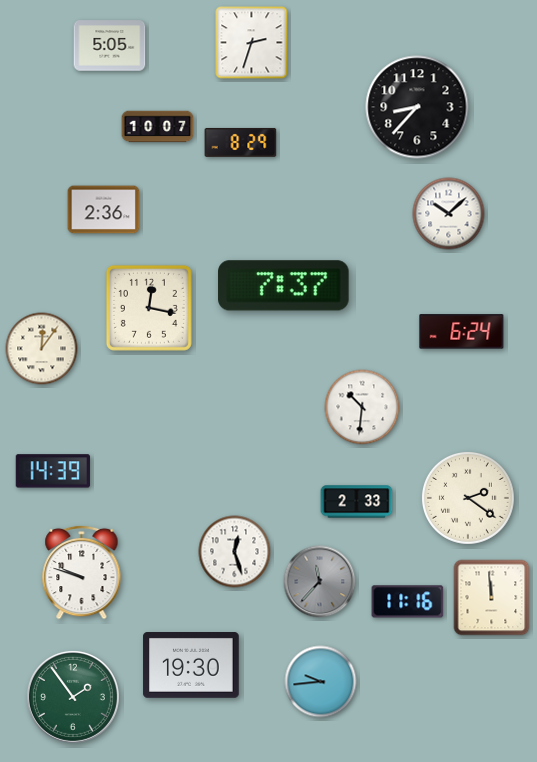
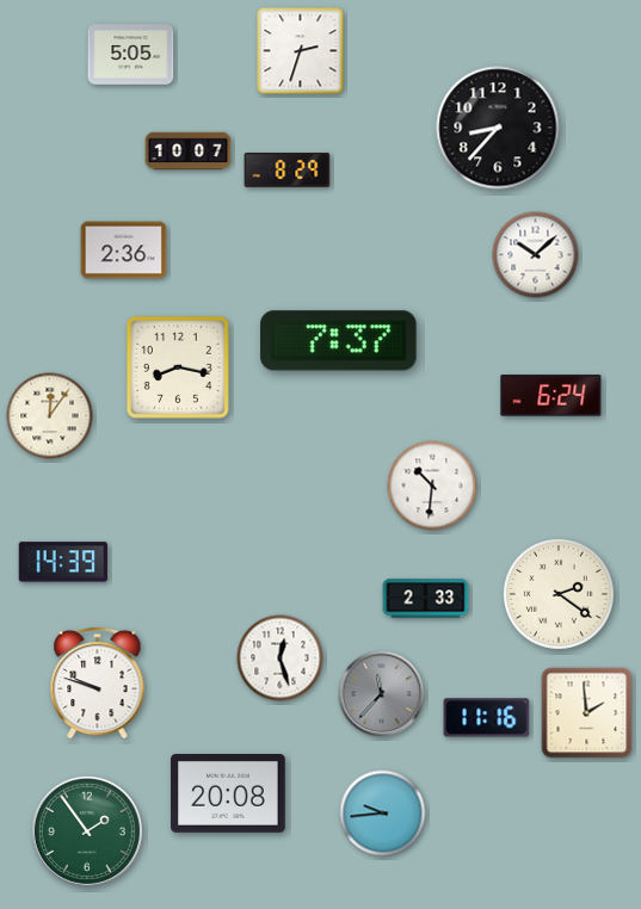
clock at (149, 308): 12:17 -> 8:17
clock at (492, 598): 11:59 -> 1:59
clock at (191, 666): 19:30 -> 20:08
